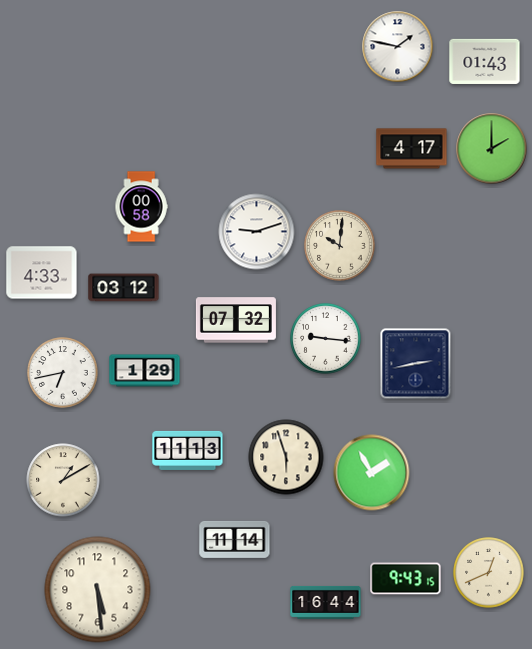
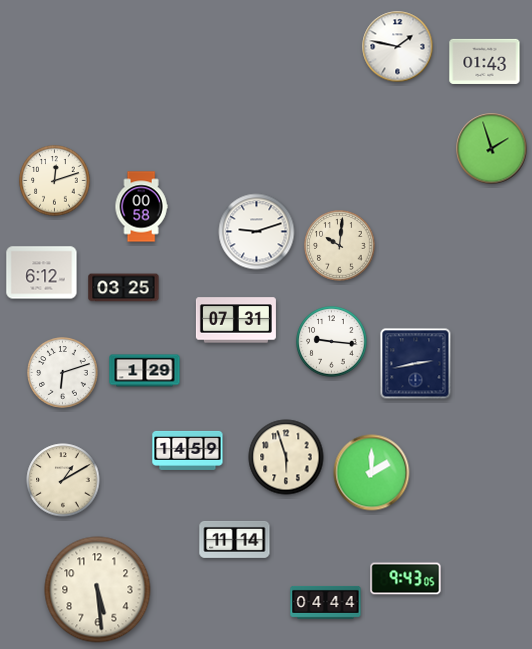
clock at (412, 149): 4:17 -> none
clock at (492, 149): 2:00 -> 1:57
clock at (55, 181): none -> 12:12
clock at (42, 273): 4:33 -> 6:12
clock at (124, 288): 03:12 -> 03:25
clock at (236, 320): 07:32 -> 07:31
clock at (326, 339) position: (326, 339) -> (332, 342)
clock at (63, 373): 6:43 -> 6:12
clock at (188, 450): 11:13 -> 14:59
clock at (372, 473): 1:55 -> 2:00
clock at (489, 573): 12:41 -> none
clock at (406, 579): 9:43:15 -> 9:43:05
clock at (326, 602): 16:44 -> 04:44
